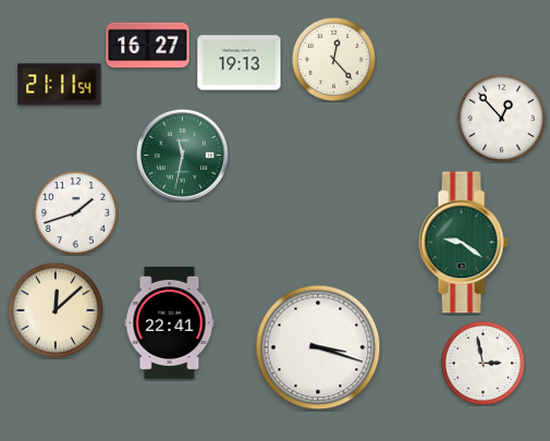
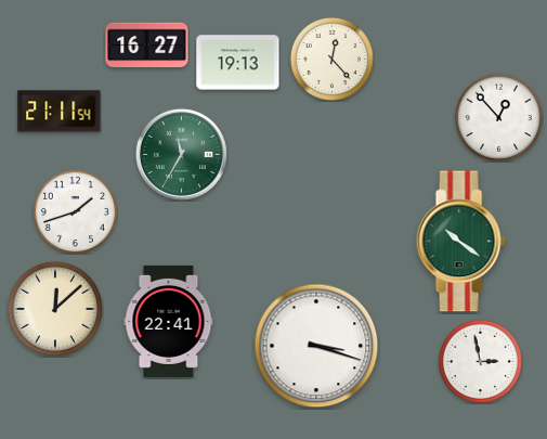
clock at (60, 85) position: (60, 85) -> (60, 112)
clock at (182, 155): 11:32 -> 11:35
clock at (463, 243): 9:21 -> 10:21
